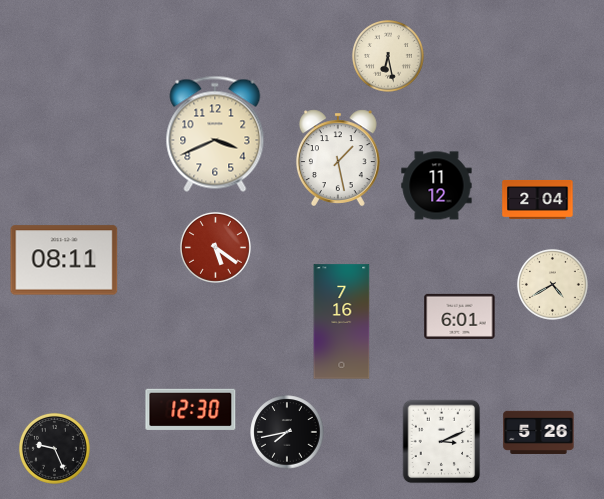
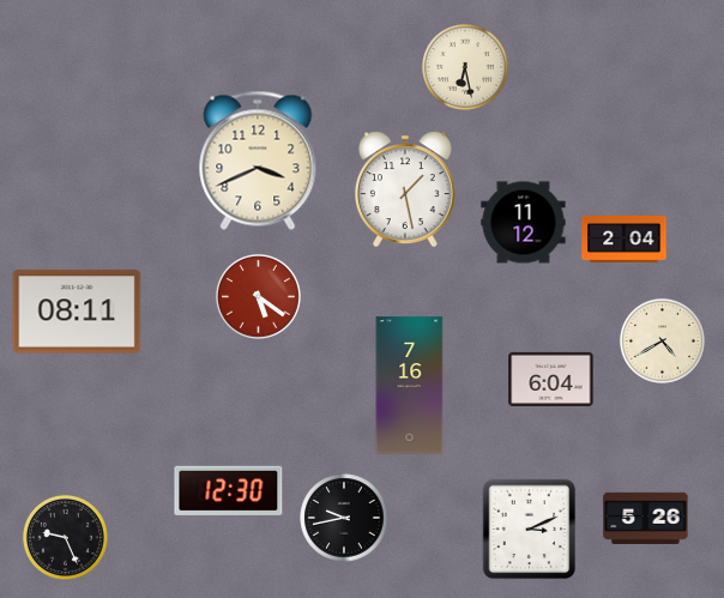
clock at (538, 199) position: (538, 199) -> (625, 238)
clock at (460, 316): 6:01 -> 6:04
clock at (287, 432): 7:43 -> 9:43
